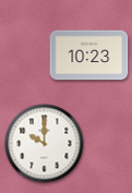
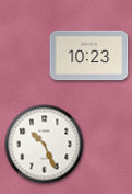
clock at (45, 144): 10:00 -> 10:26
